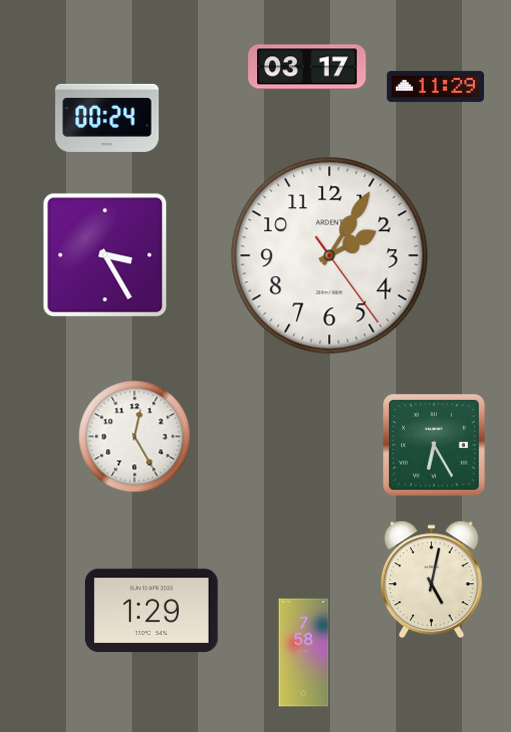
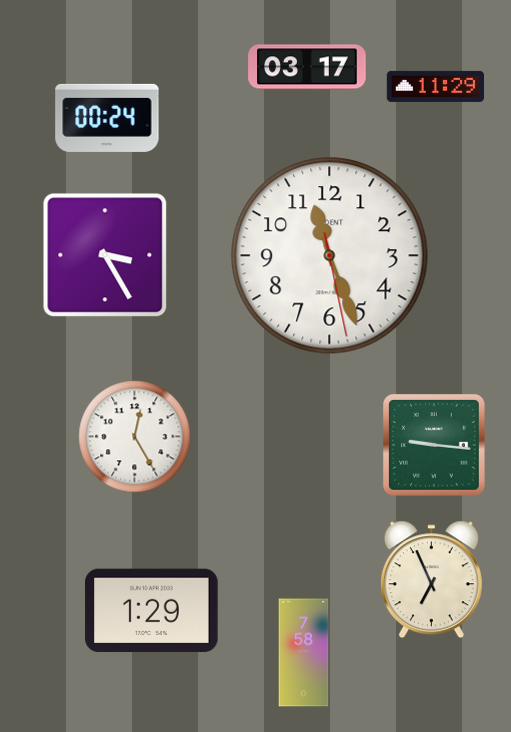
clock at (330, 256): 2:05 -> 11:26
clock at (434, 445): 6:25 -> 9:16
clock at (431, 580): 5:02 -> 6:56
